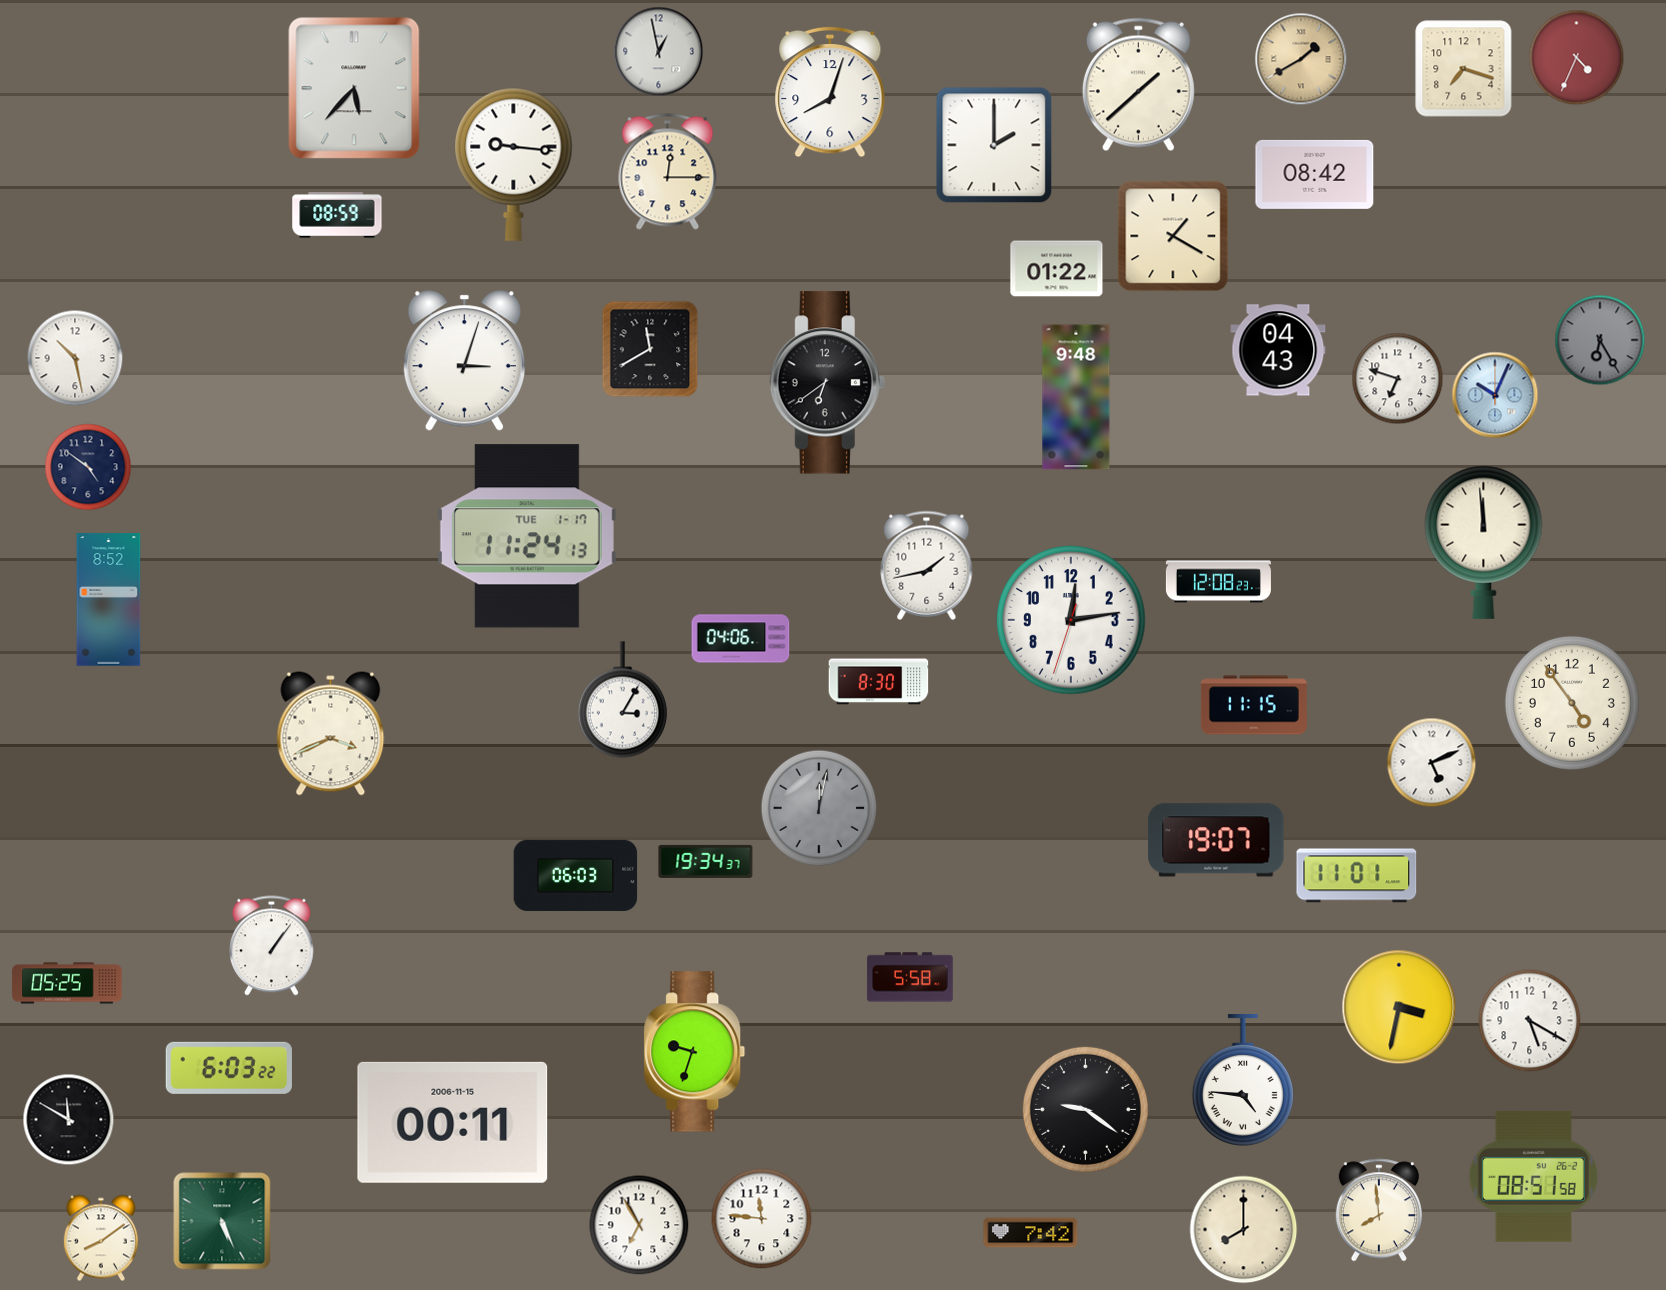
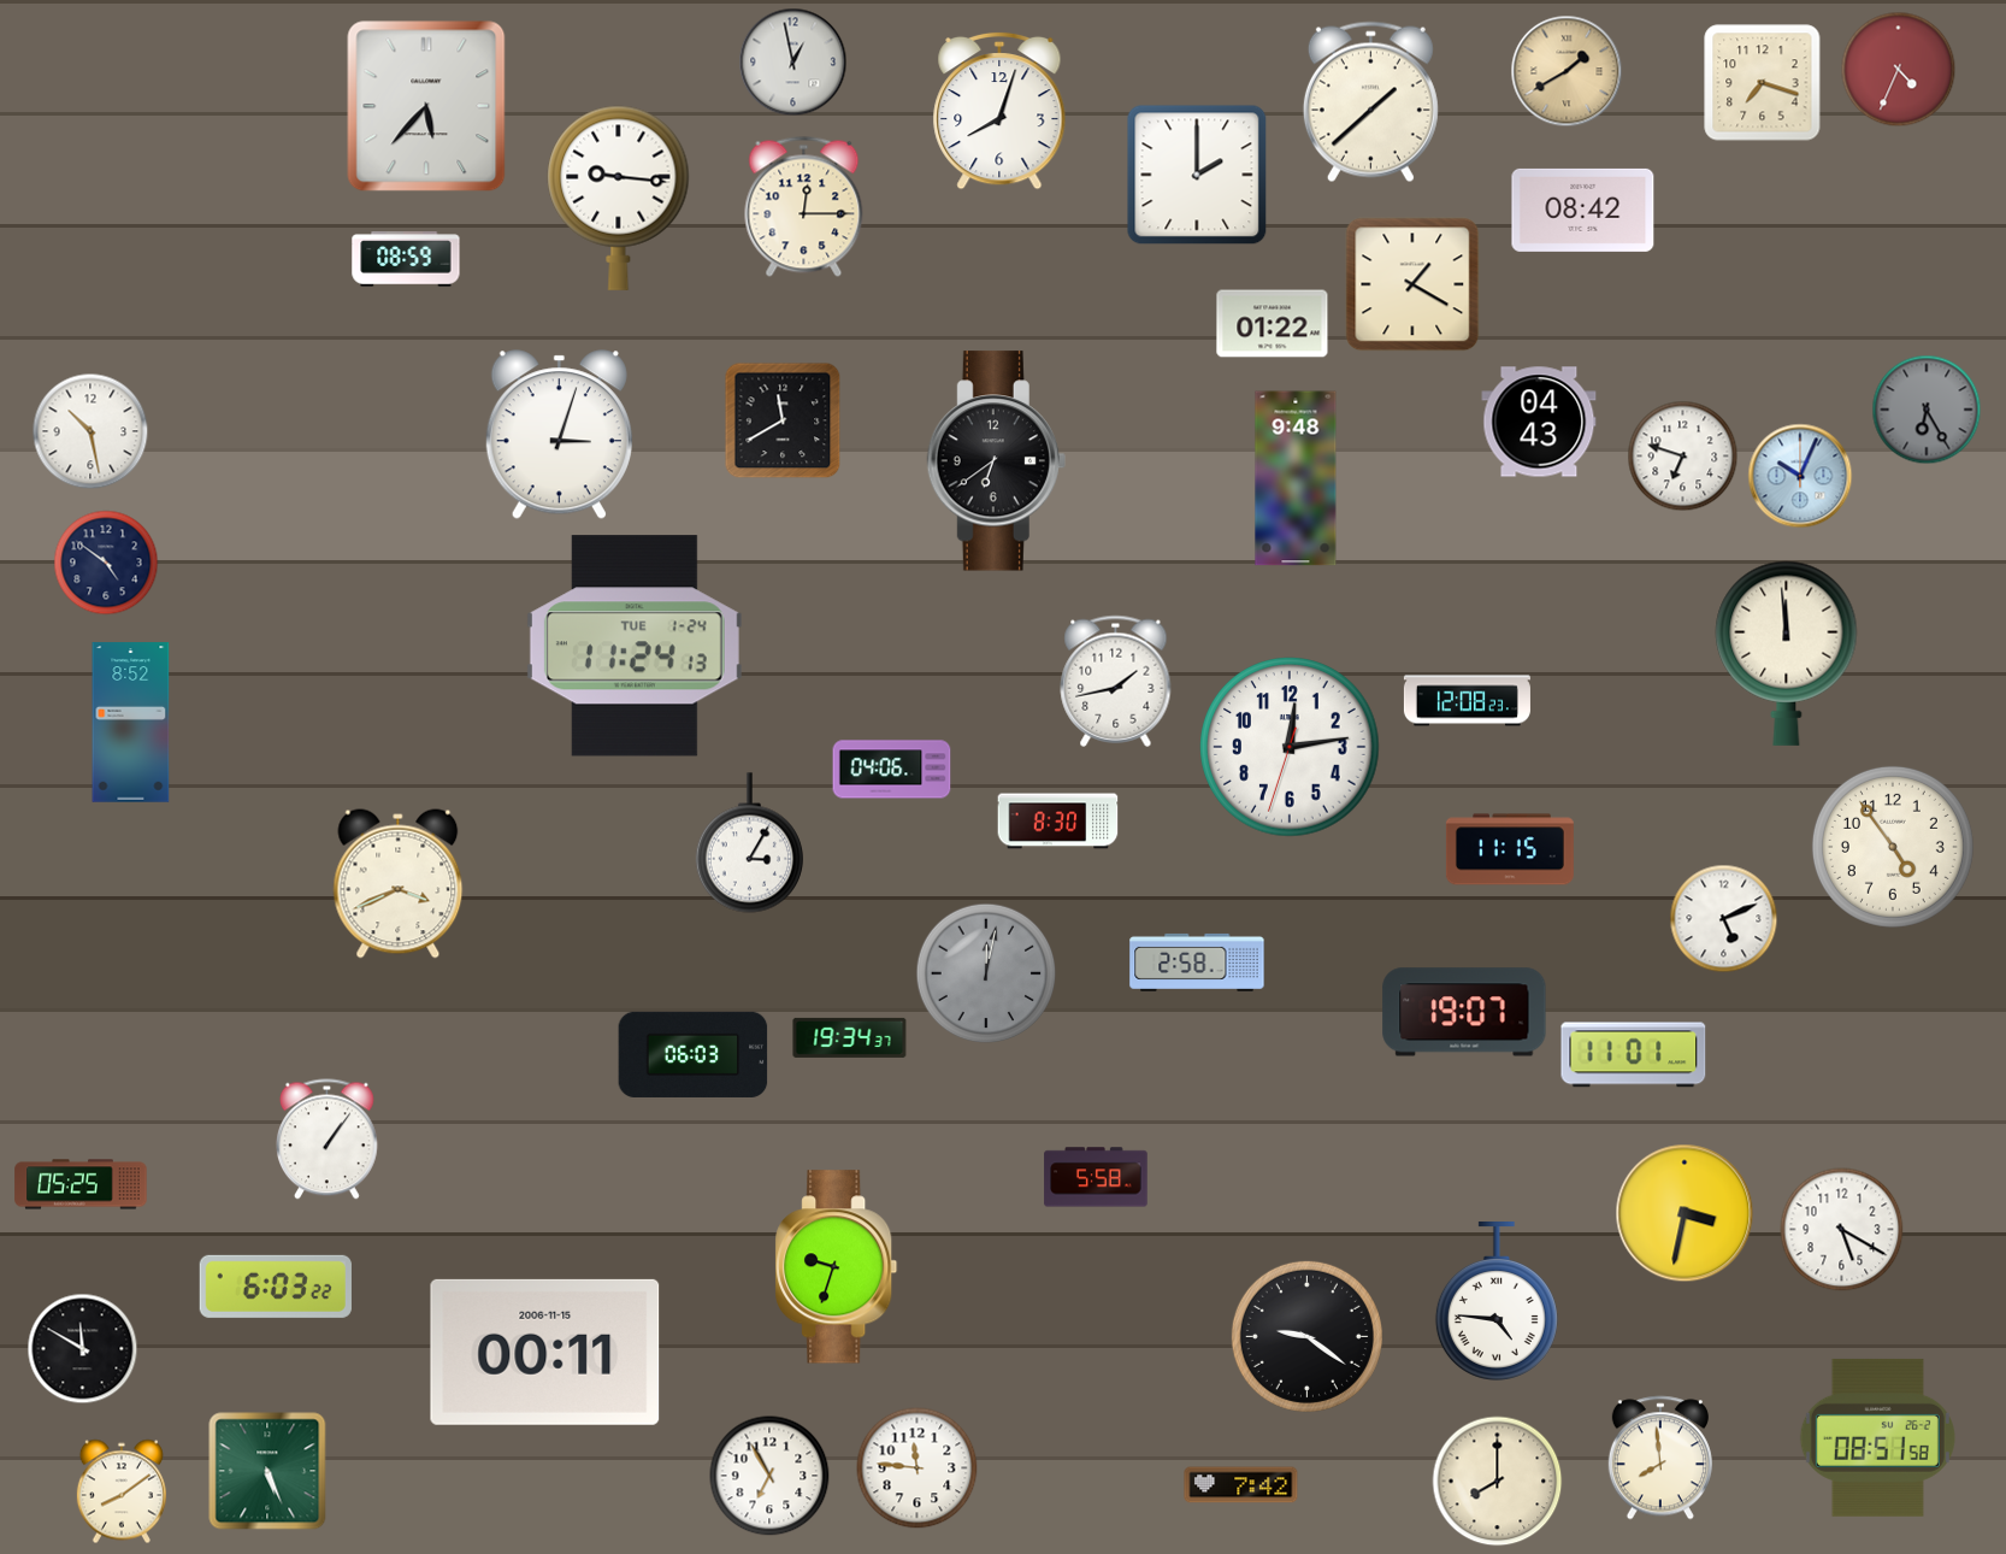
clock at (527, 536) date: TUE 1-17 -> TUE 1-24
clock at (1197, 963): none -> 2:58
clock at (1533, 1176) position: (1533, 1176) -> (1877, 1437)
